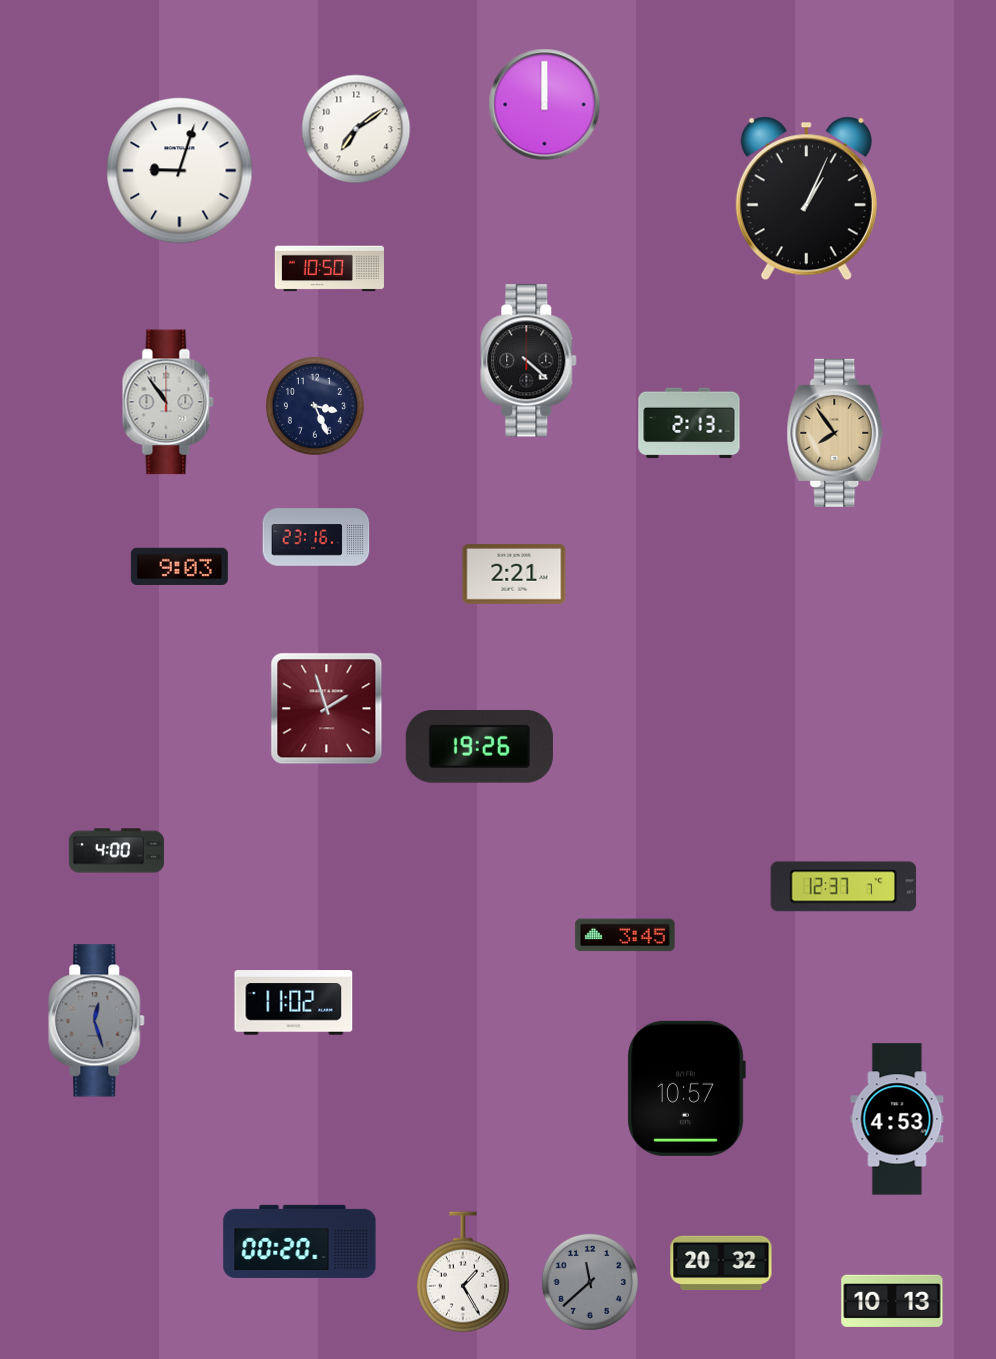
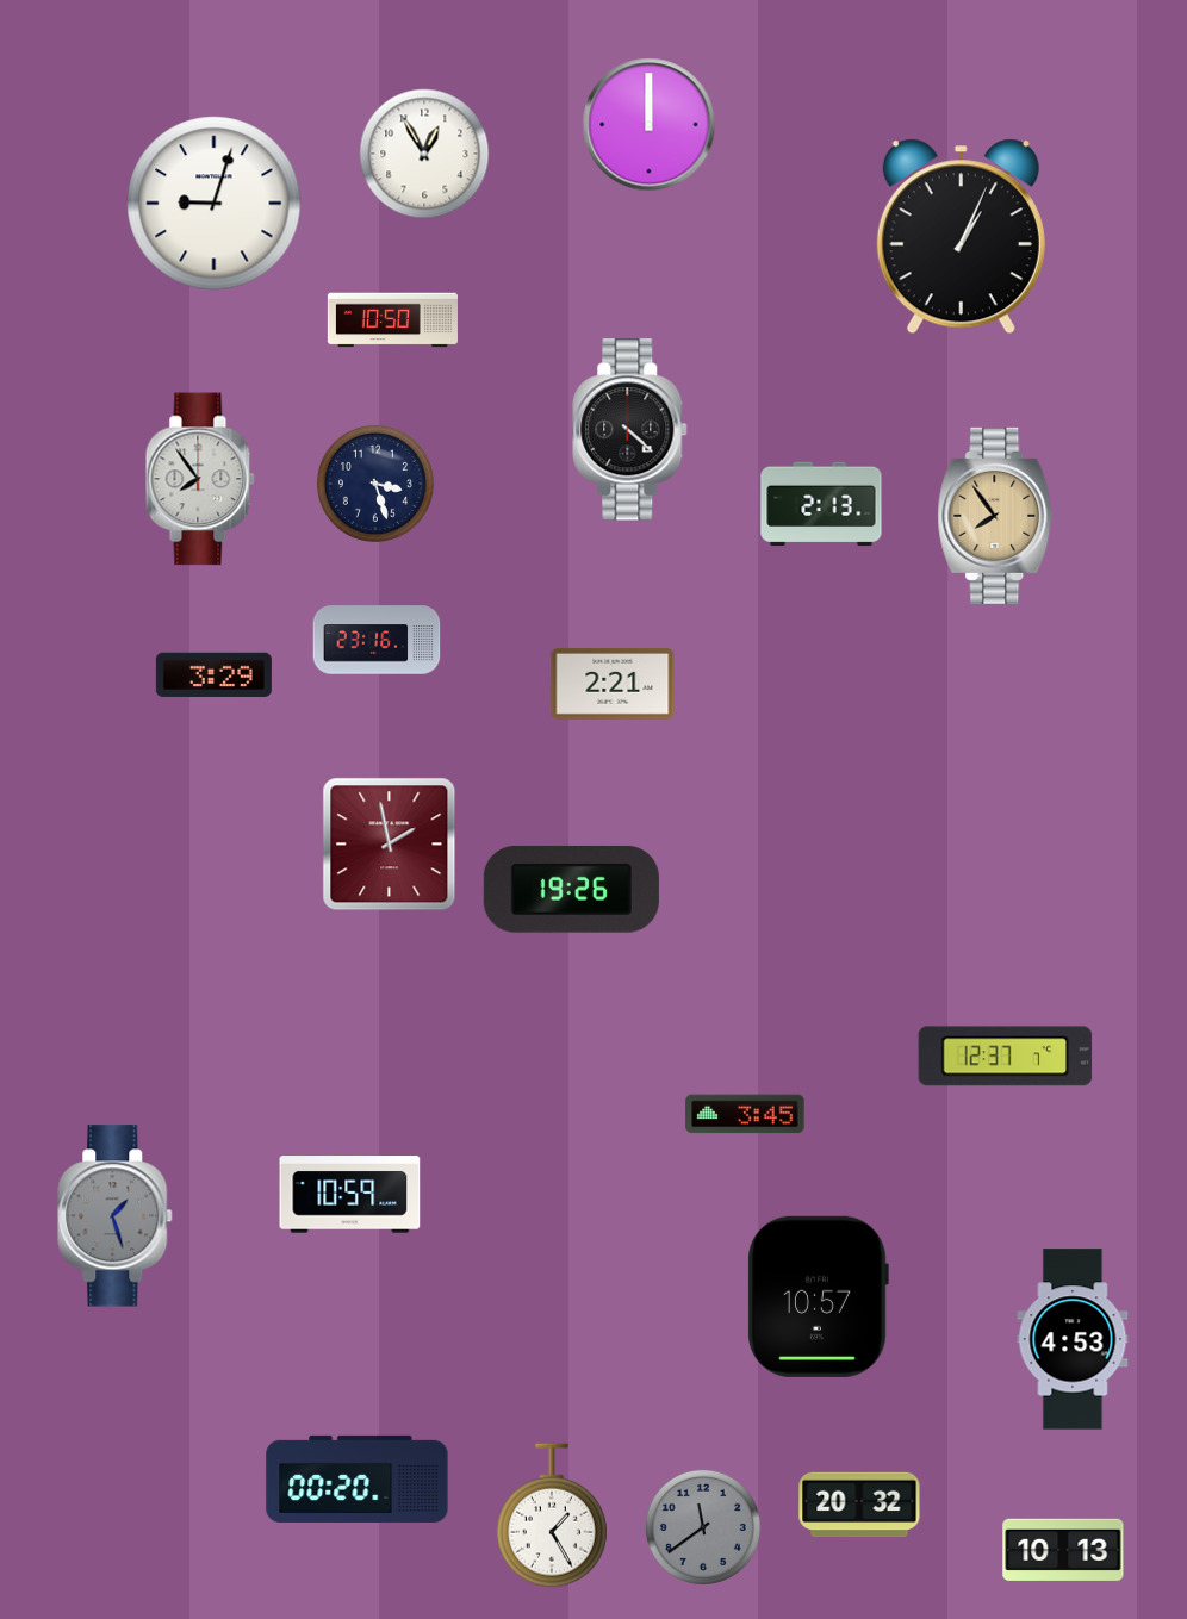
clock at (356, 129): 7:09 -> 12:55
clock at (168, 402): 10:54 -> 7:54
clock at (315, 406): 3:26 -> 3:27
clock at (179, 566): 9:03 -> 3:29
clock at (327, 709): 1:57 -> 1:58
clock at (117, 851): 4:00 -> none
clock at (294, 1003): 11:02 -> 10:59
clock at (97, 1021): 12:27 -> 1:27
clock at (897, 1119) position: (897, 1119) -> (1073, 1339)
clock at (590, 1282): 11:38 -> 11:39
